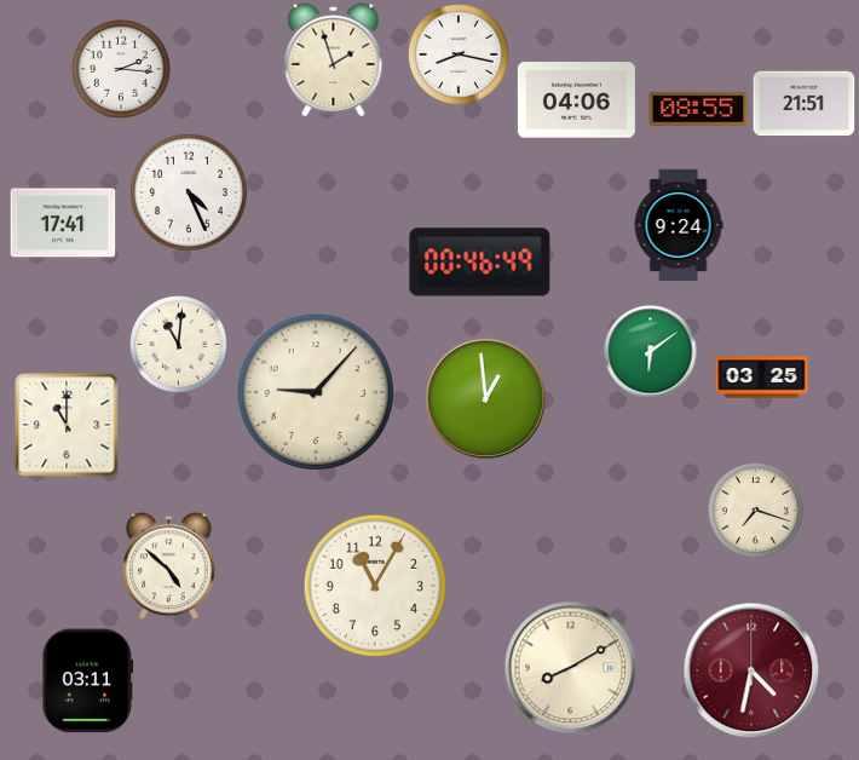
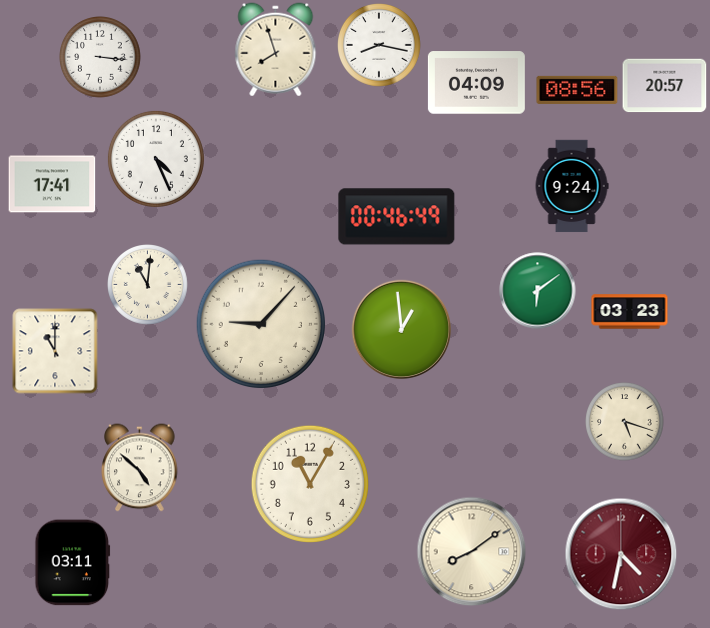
clock at (334, 61): 1:57 -> 7:57
clock at (122, 70): 2:16 -> 3:16
clock at (576, 100): 04:06 -> 04:09
clock at (805, 104): 21:51 -> 20:57
clock at (698, 109): 08:55 -> 08:56
clock at (679, 225) position: (679, 225) -> (572, 186)
clock at (762, 378): 03:25 -> 03:23
clock at (756, 511): 7:18 -> 5:18
clock at (571, 668): 8:10 -> 8:09
